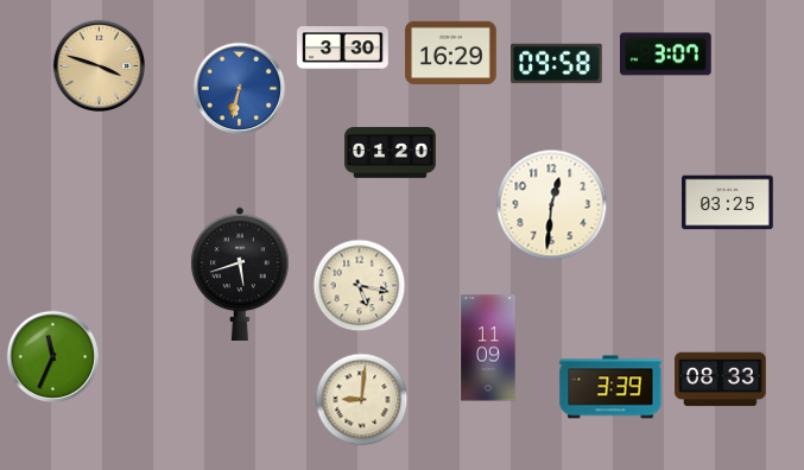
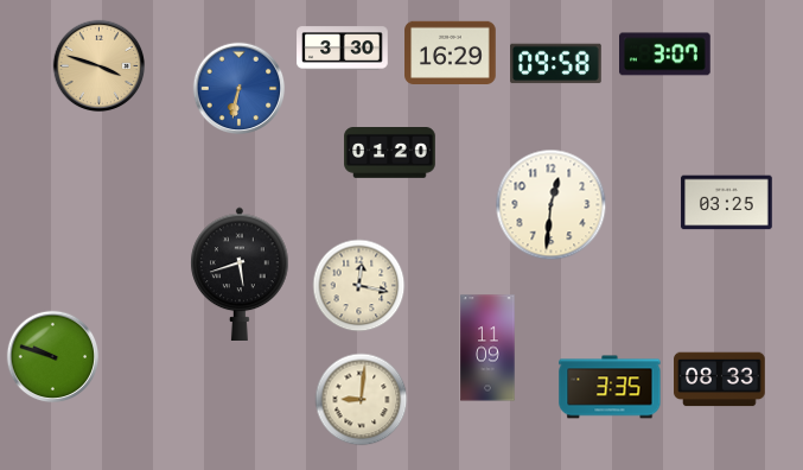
clock at (359, 285): 5:17 -> 12:17
clock at (52, 356): 11:34 -> 9:48
clock at (610, 387): 3:39 -> 3:35
